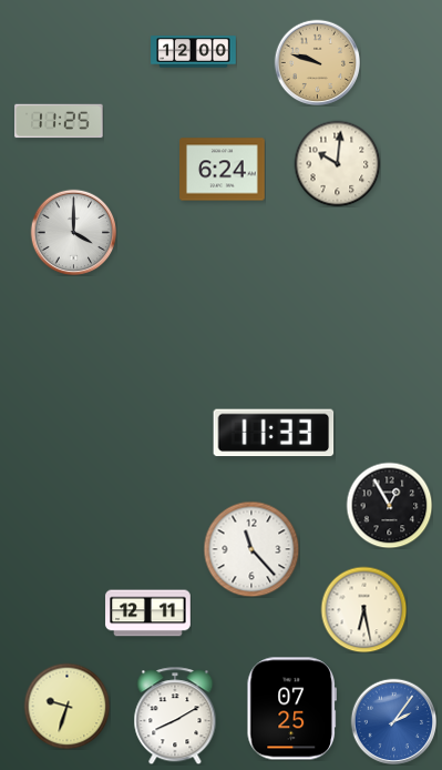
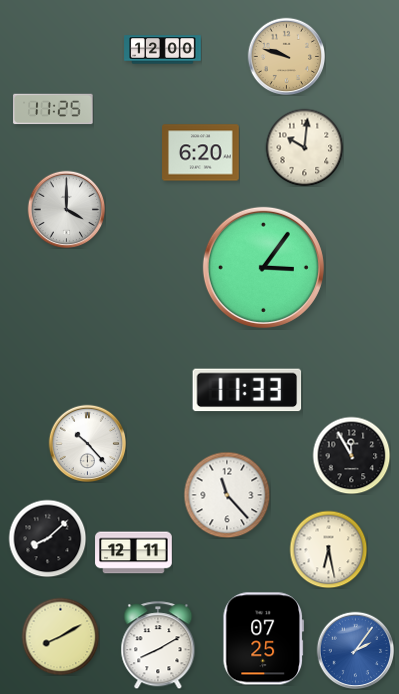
clock at (194, 52) position: (194, 52) -> (163, 50)
clock at (223, 170): 6:24 -> 6:20
clock at (263, 267): none -> 3:06
clock at (87, 443): none -> 10:23
clock at (389, 505): 12:55 -> 11:55
clock at (47, 538): none -> 8:08
clock at (66, 706): 9:33 -> 8:10
